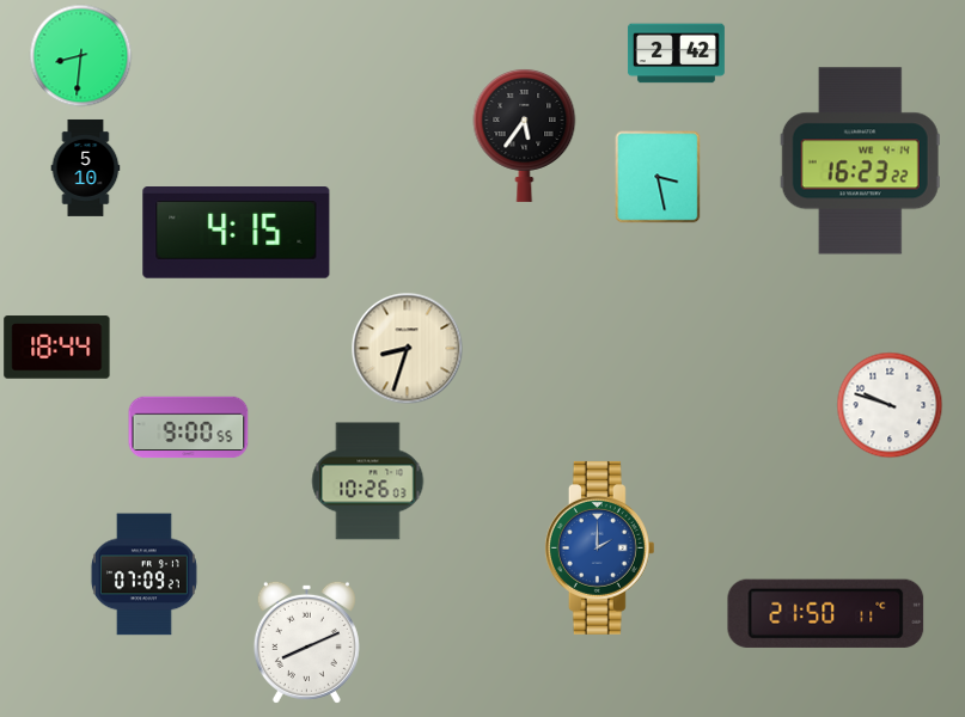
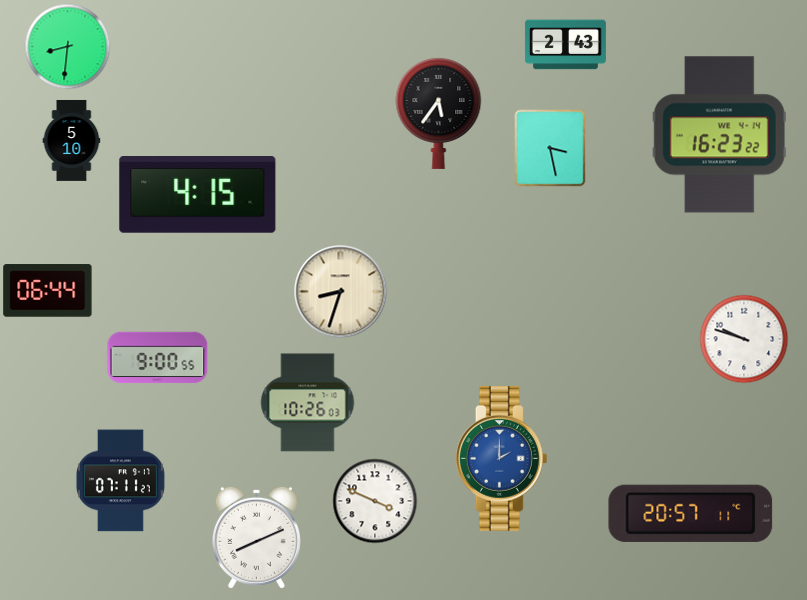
clock at (676, 54): 2:42 -> 2:43
clock at (57, 348): 18:44 -> 06:44
clock at (143, 575): 07:09 -> 07:11
clock at (375, 501): none -> 3:49
clock at (826, 613): 21:50 -> 20:57
